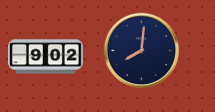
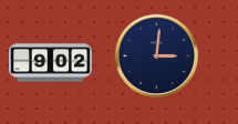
clock at (142, 51): 8:01 -> 3:01
